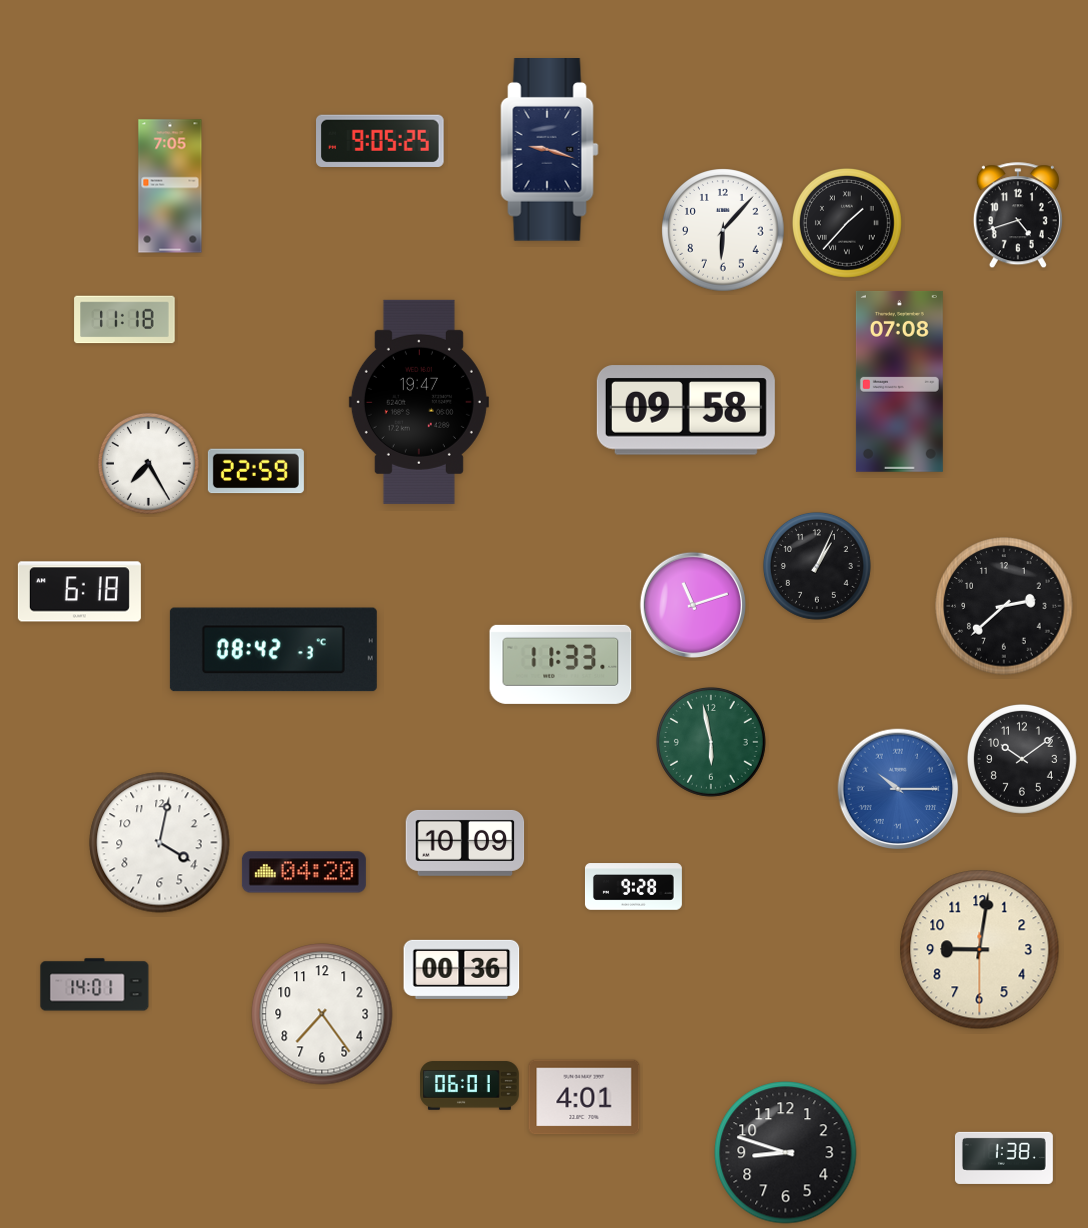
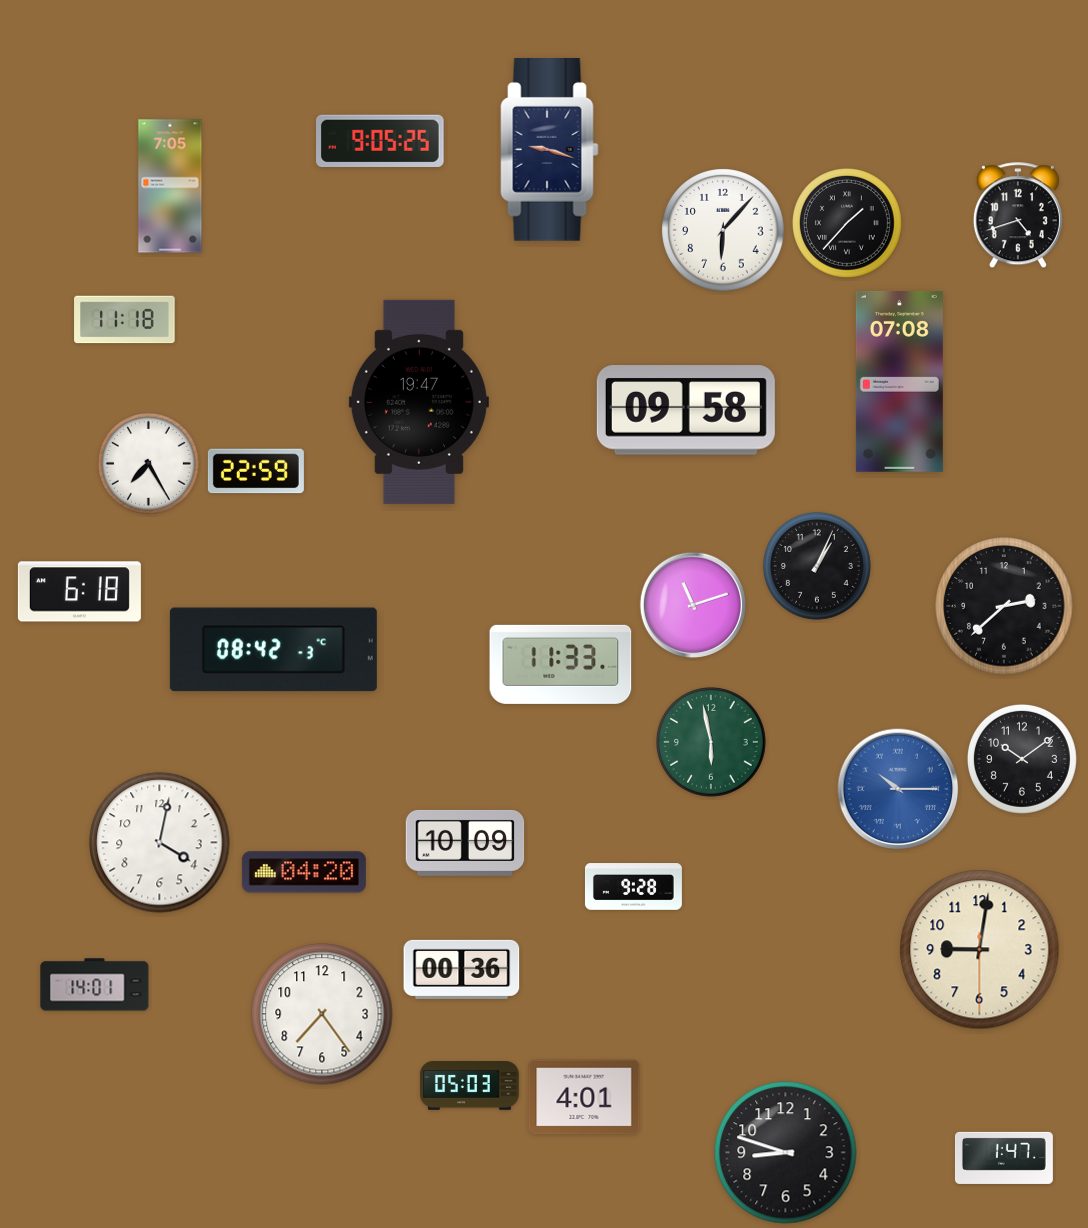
clock at (470, 1086): 06:01 -> 05:03
clock at (1004, 1158): 1:38 -> 1:47
